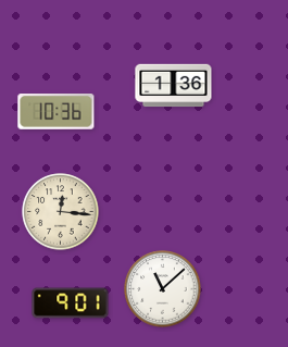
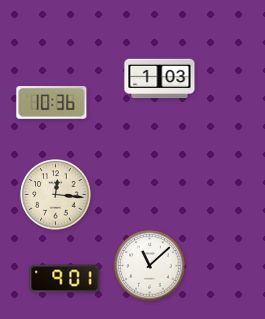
clock at (174, 86): 1:36 -> 1:03
